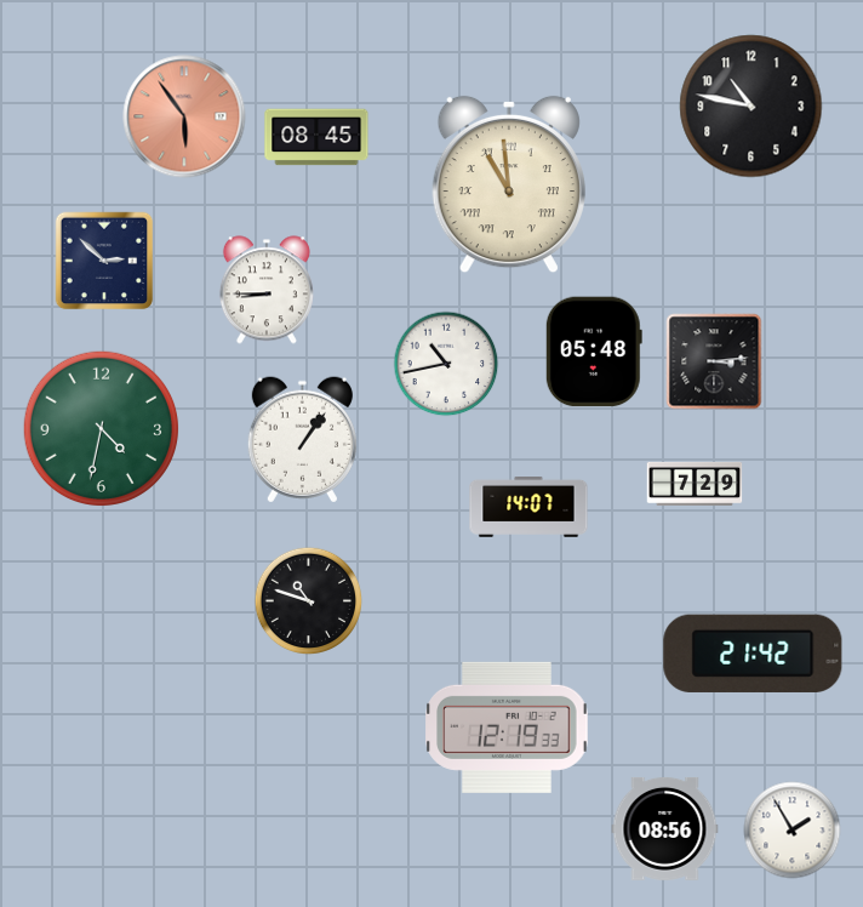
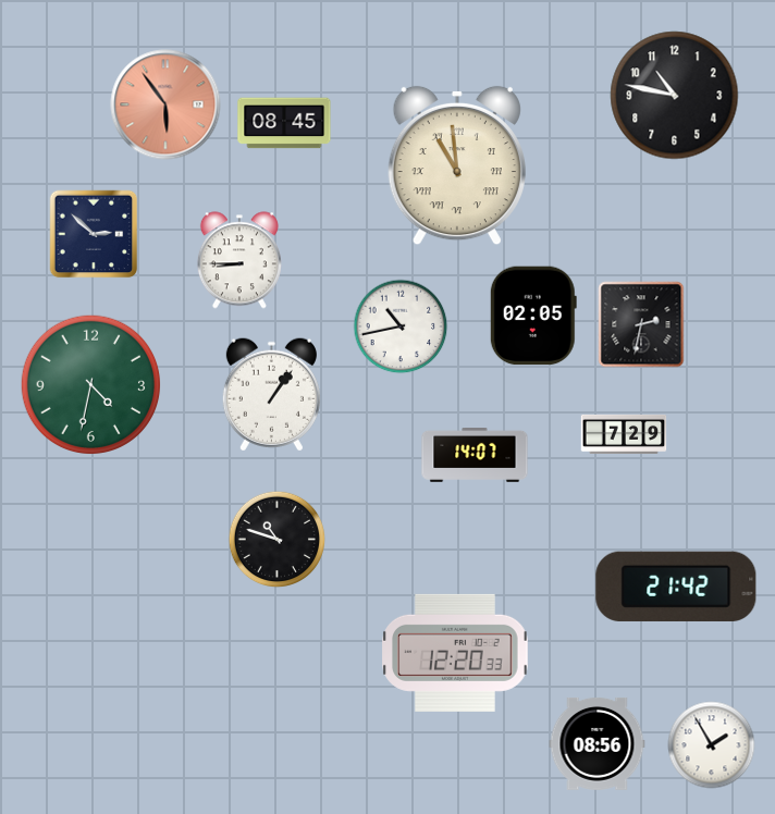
clock at (594, 352): 05:48 -> 02:05
clock at (714, 361): 3:14 -> 2:32
clock at (507, 728): 12:19 -> 12:20
